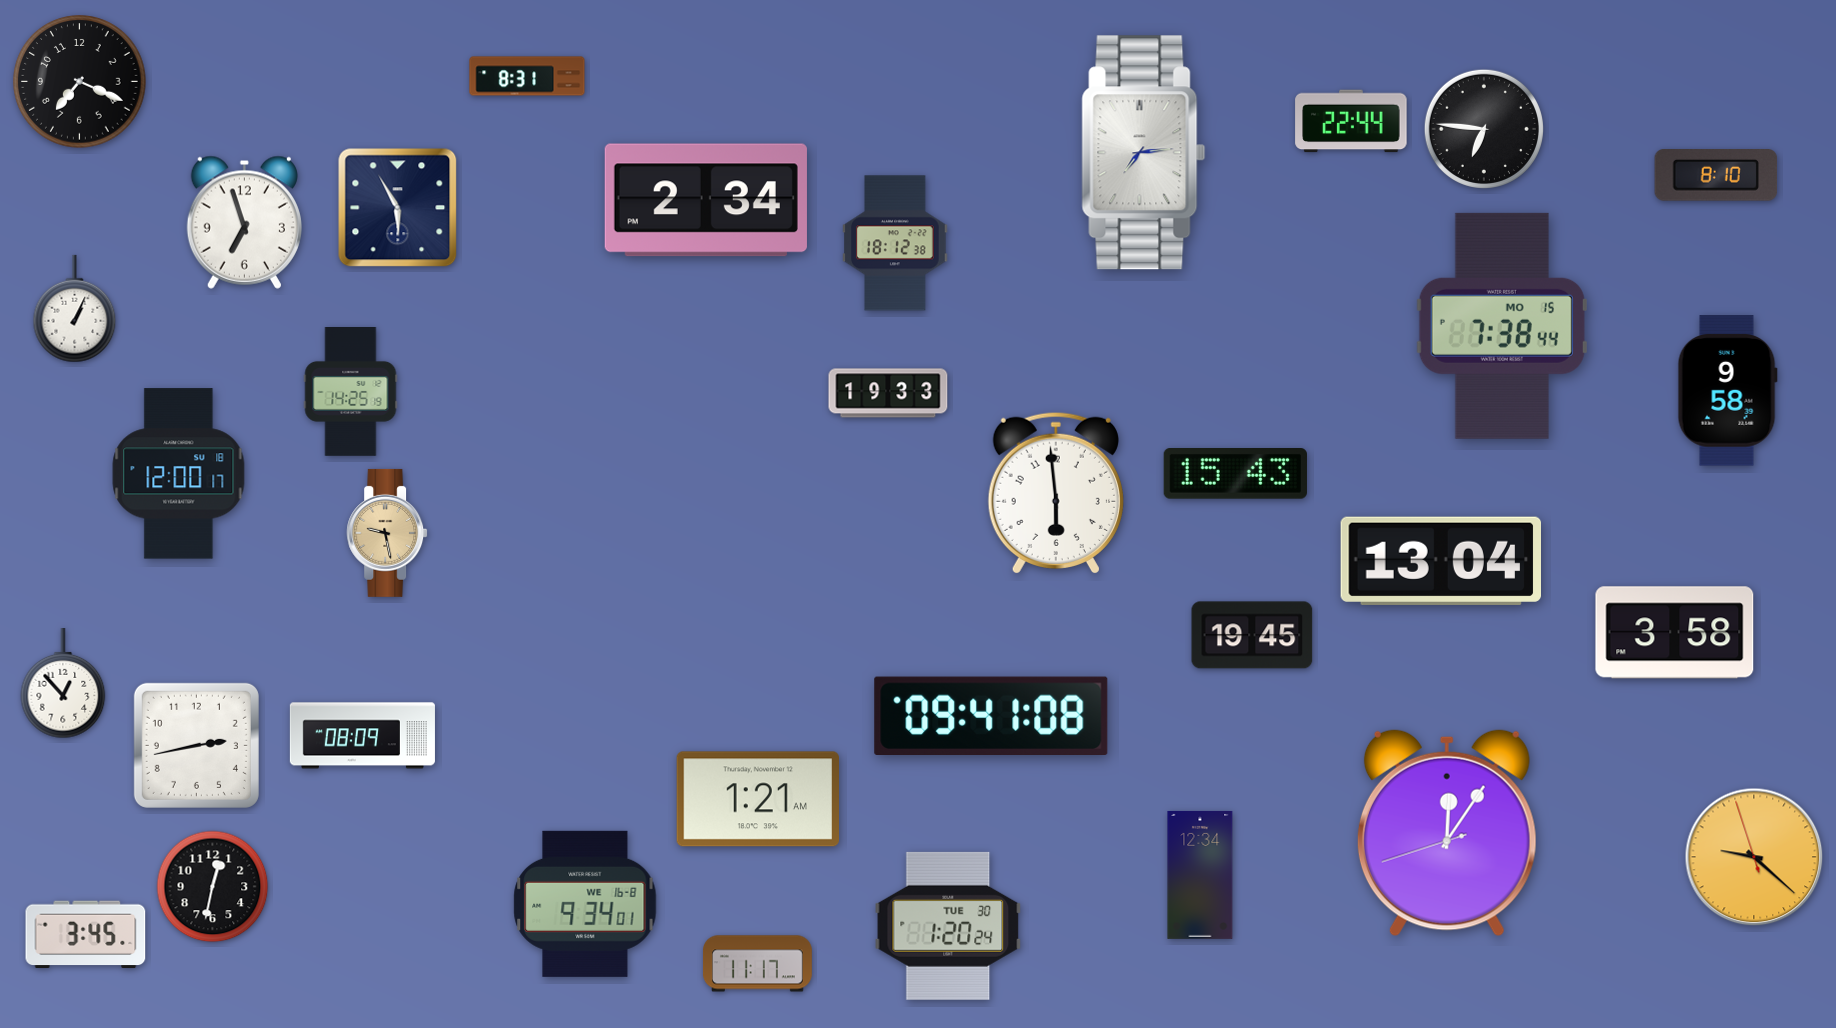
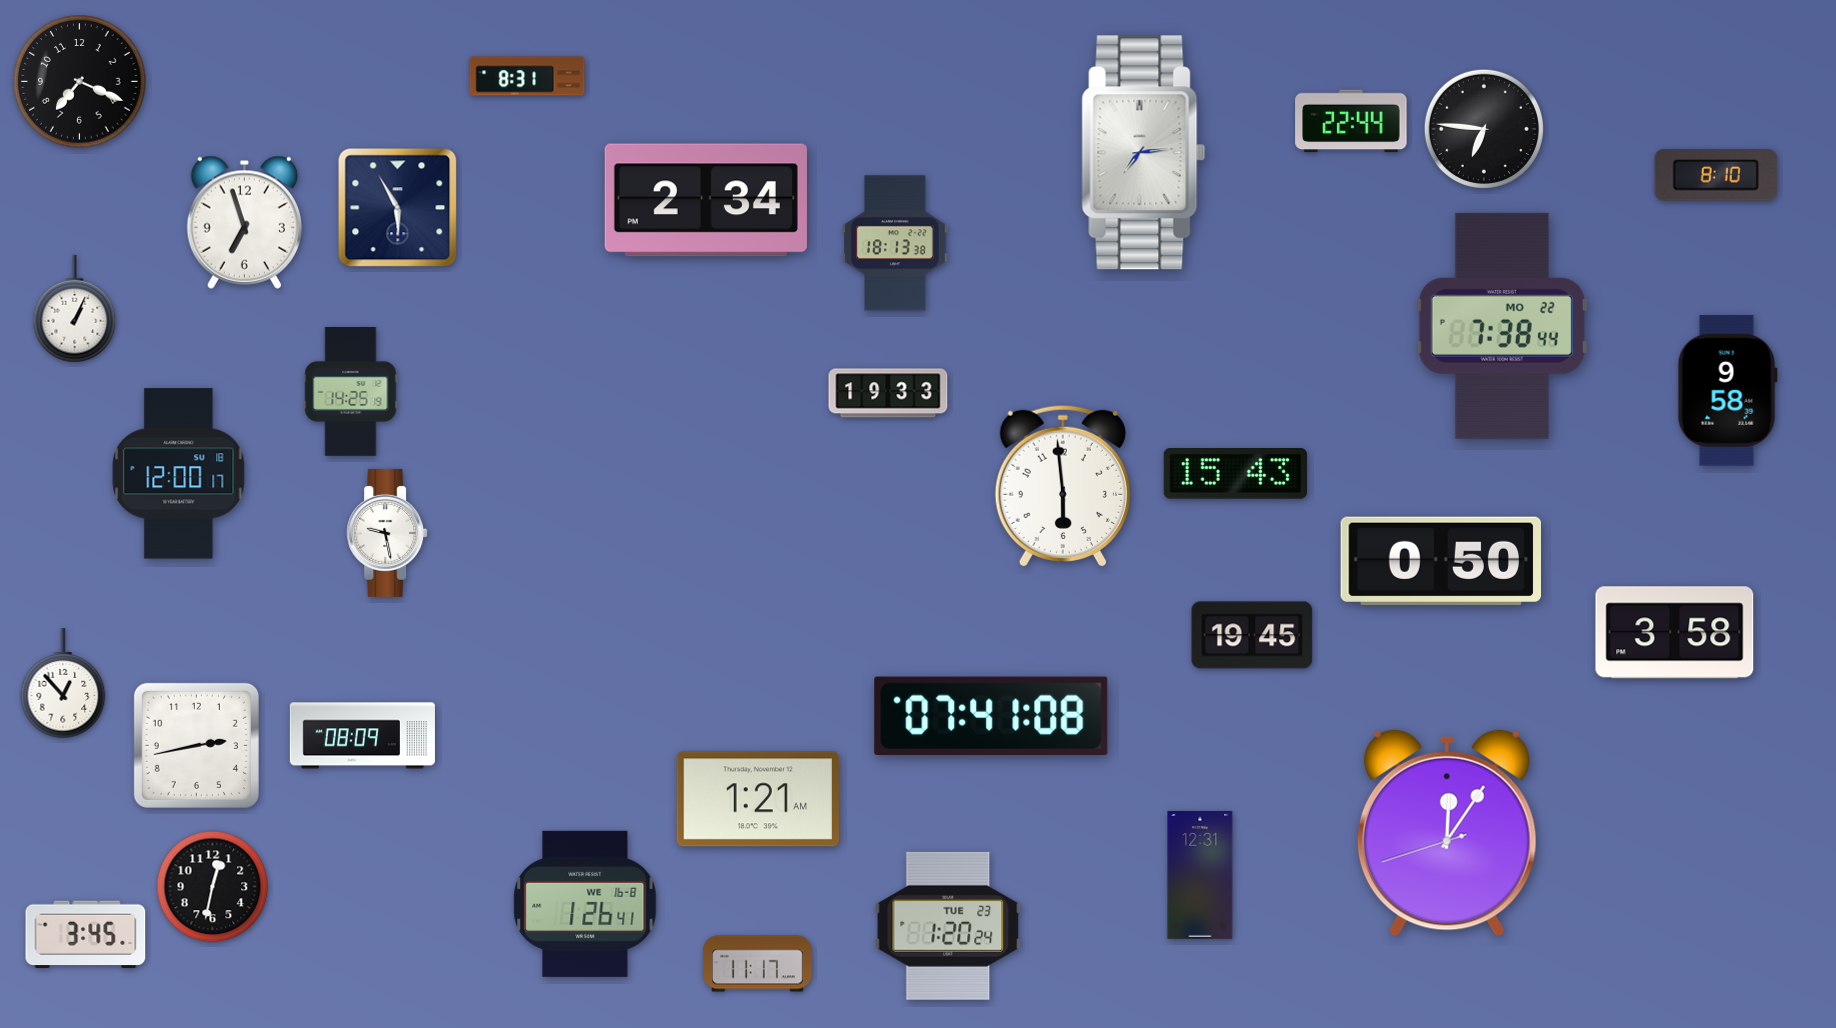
clock at (895, 243): 18:12 -> 18:13
clock at (1502, 326) date: MO 15 -> MO 22
clock at (1056, 492) position: (1056, 492) -> (1063, 485)
clock at (387, 533) dial: champagne -> white
clock at (1440, 561): 13:04 -> 0:50
clock at (991, 715): 09:41 -> 07:41
clock at (1754, 857): 9:21 -> none
clock at (1200, 875): 12:34 -> 12:31
clock at (585, 904): 9:34 -> 1:26
clock at (948, 926) date: TUE 30 -> TUE 23
